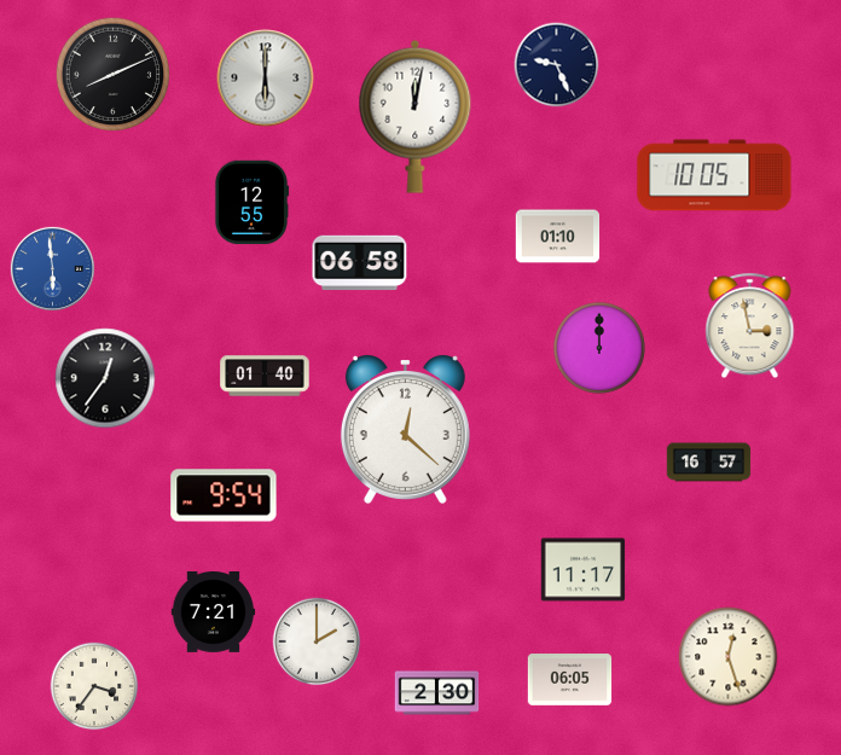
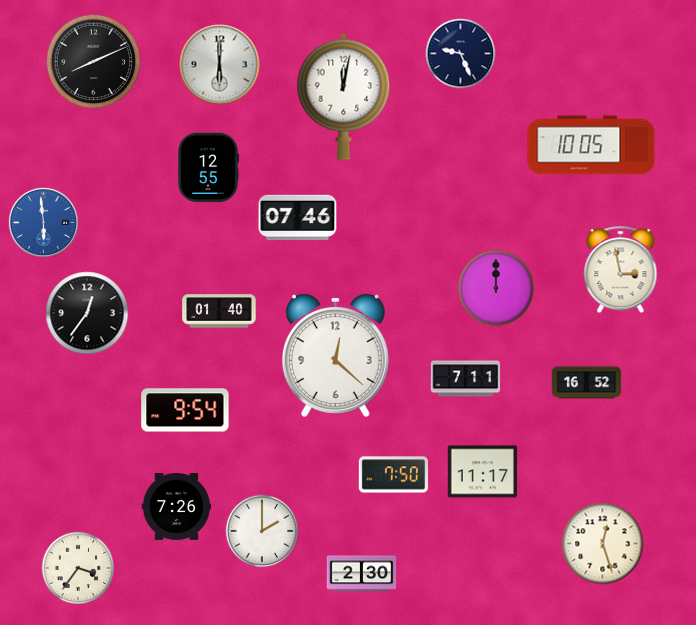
clock at (558, 237): 01:10 -> none
clock at (360, 263): 06:58 -> 07:46
clock at (466, 379): none -> 7:11
clock at (709, 463): 16:57 -> 16:52
clock at (394, 475): none -> 7:50
clock at (214, 612): 7:21 -> 7:26
clock at (570, 680): 06:05 -> none
